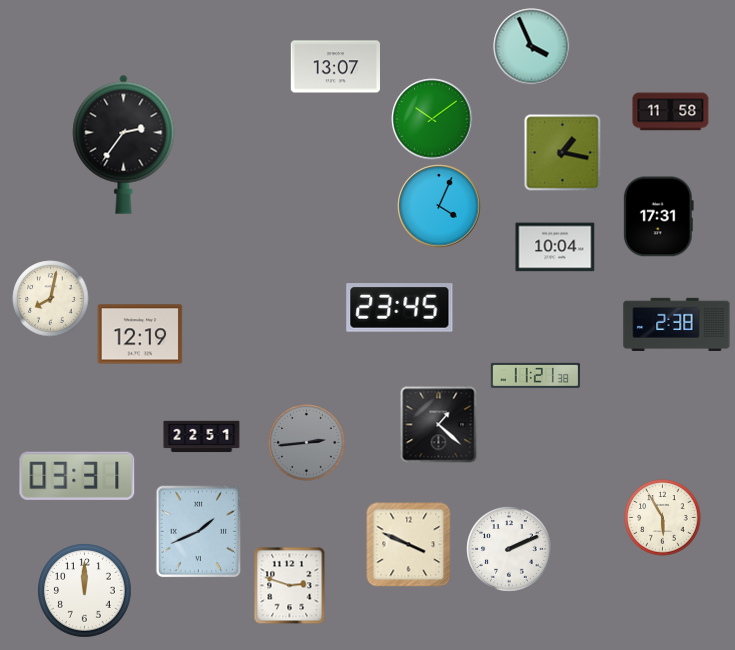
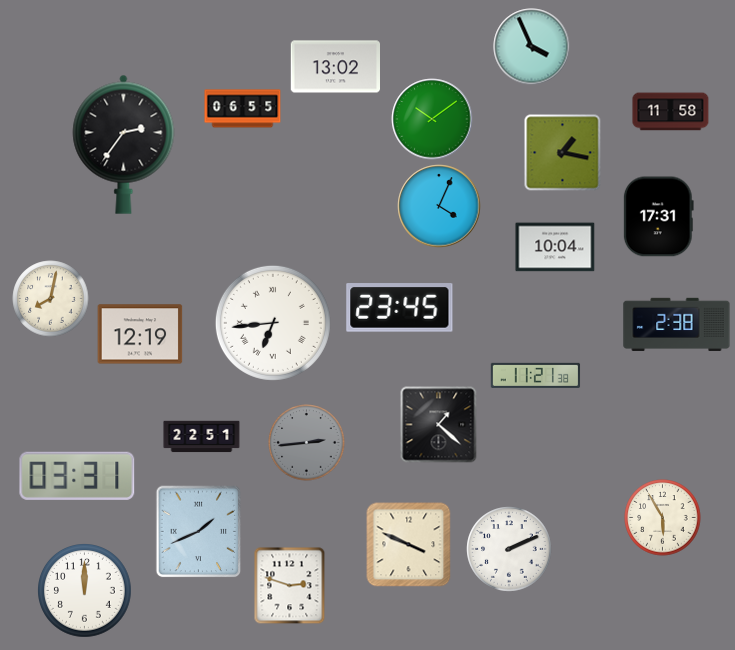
clock at (335, 67): 13:07 -> 13:02
clock at (243, 109): none -> 06:55
clock at (273, 323): none -> 6:44
